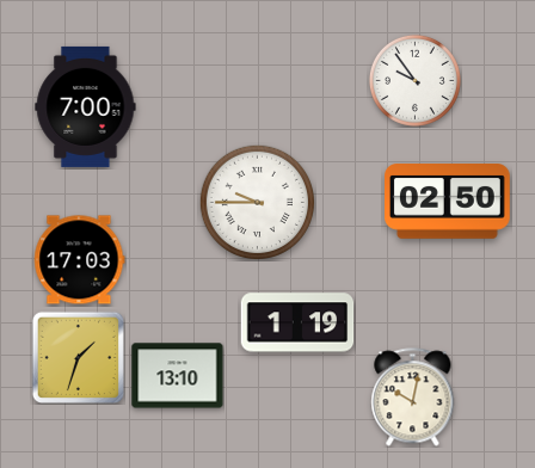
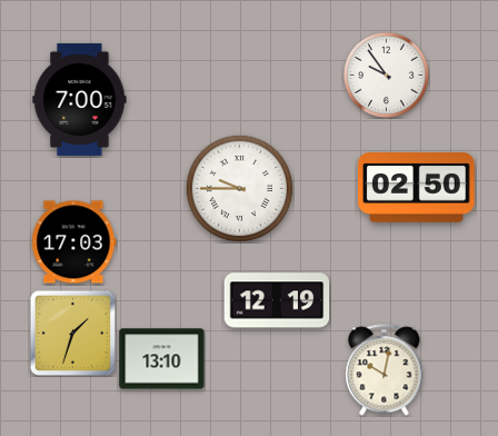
clock at (297, 322): 1:19 -> 12:19
clock at (178, 376) position: (178, 376) -> (162, 359)
